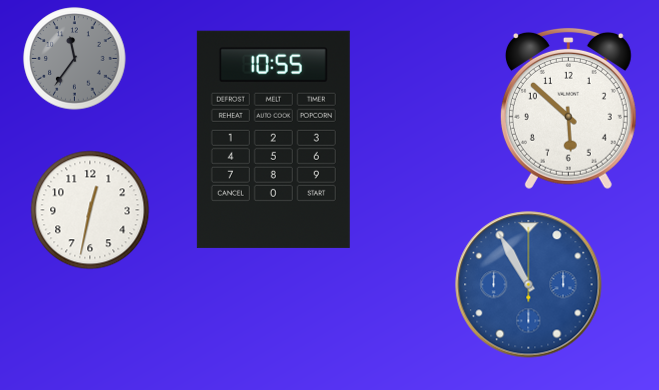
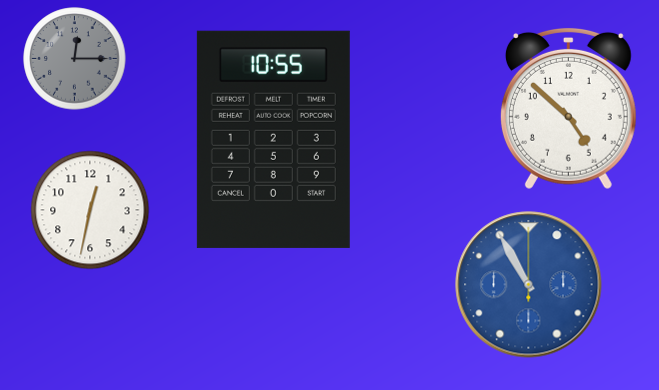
clock at (75, 59): 11:36 -> 12:15
clock at (568, 108): 5:52 -> 4:52
